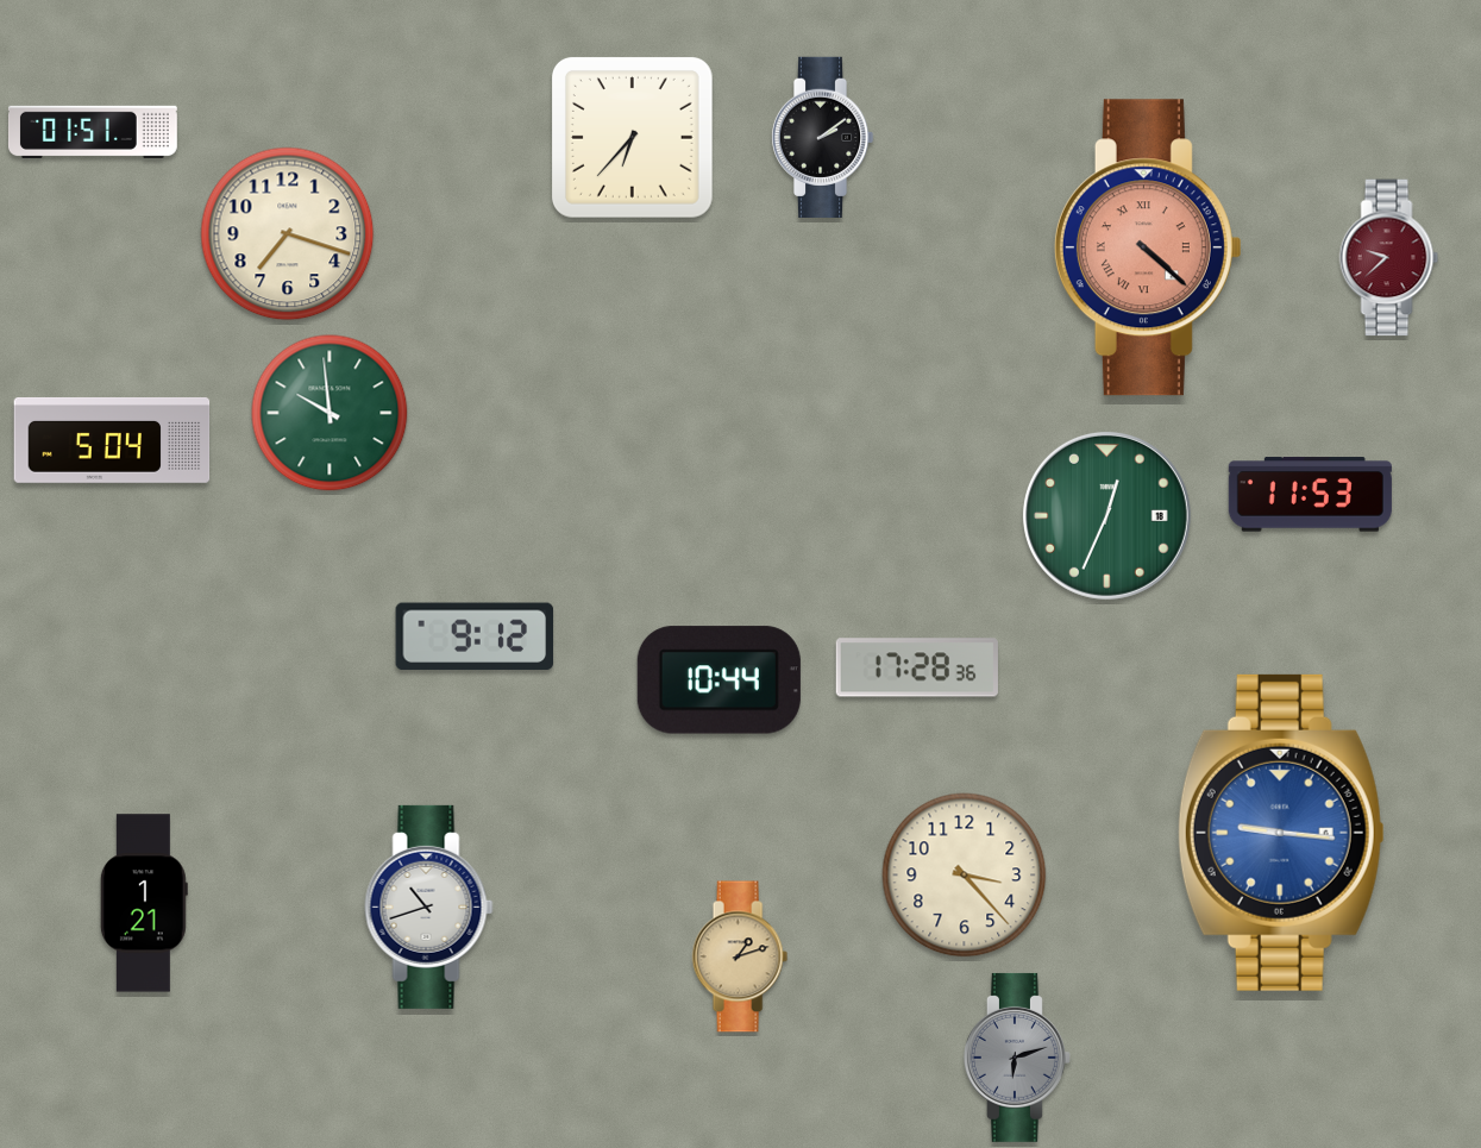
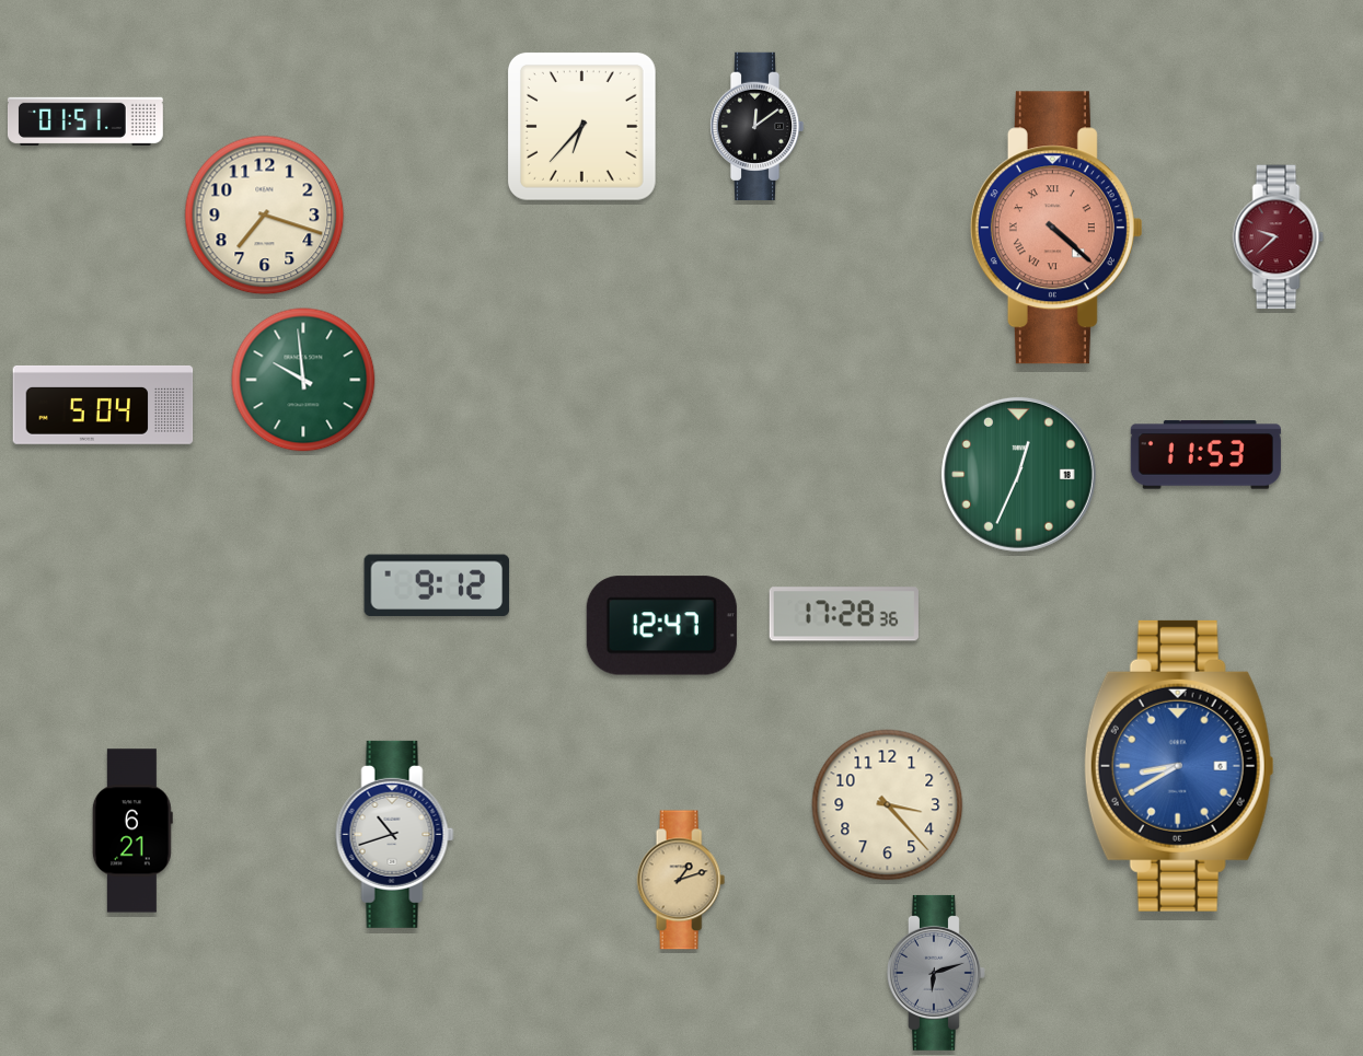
clock at (822, 137): 2:09 -> 12:09
clock at (718, 680): 10:44 -> 12:47
clock at (1281, 833): 9:16 -> 8:40
clock at (144, 903): 1:21 -> 6:21
